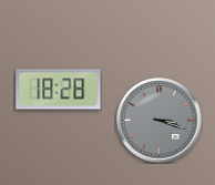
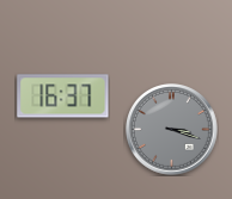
clock at (59, 90): 18:28 -> 16:37
